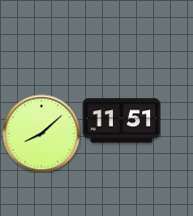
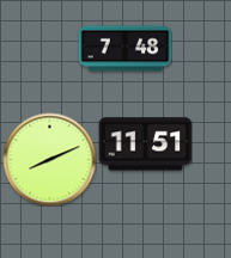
clock at (124, 49): none -> 7:48
clock at (41, 133): 8:08 -> 8:11
